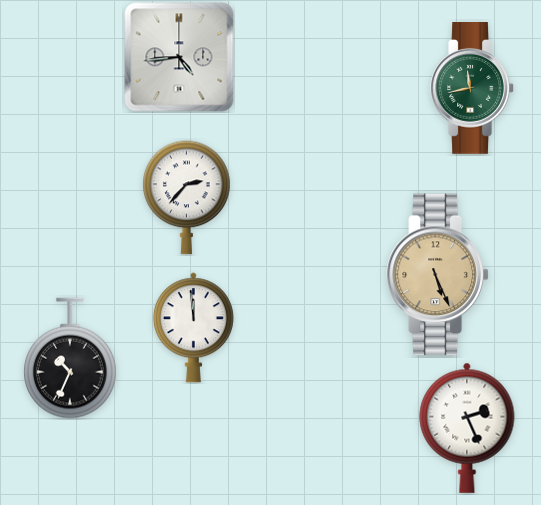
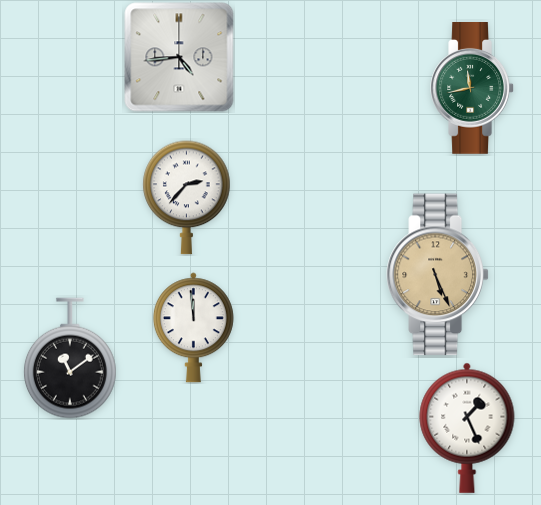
clock at (70, 358): 10:34 -> 11:09
clock at (467, 428): 2:26 -> 1:26
